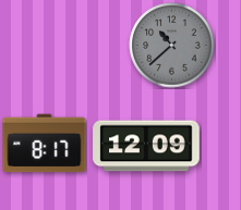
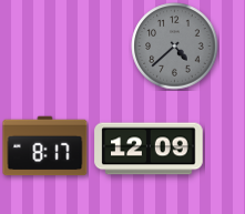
clock at (172, 46): 10:38 -> 4:38
